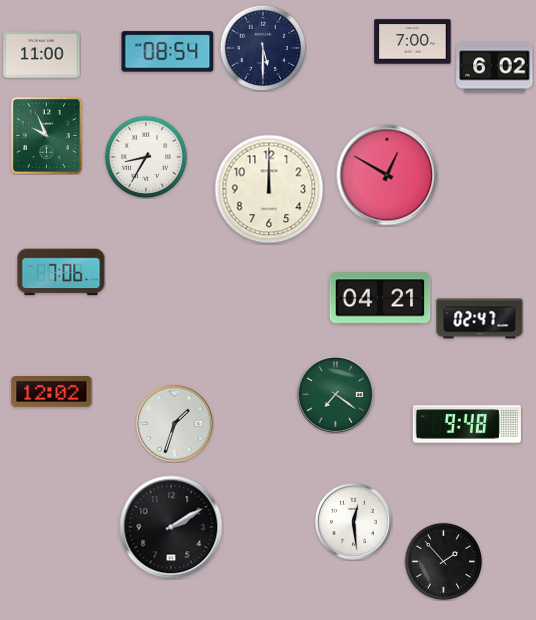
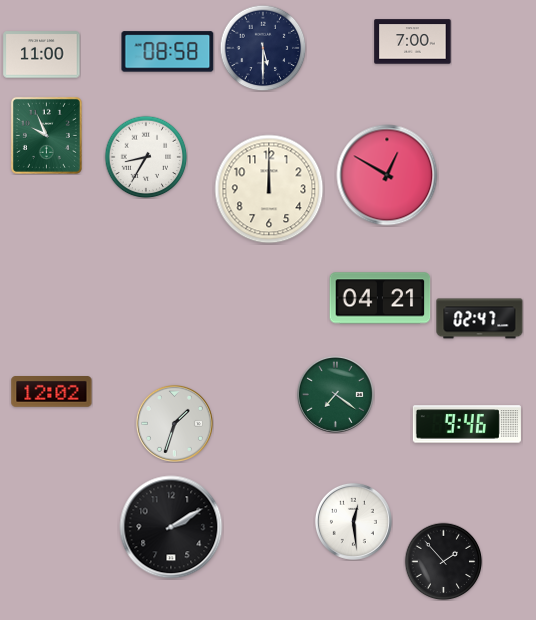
clock at (168, 52): 08:54 -> 08:58
clock at (495, 68): 6:02 -> none
clock at (61, 272): 7:06 -> none
clock at (467, 424): 9:48 -> 9:46
